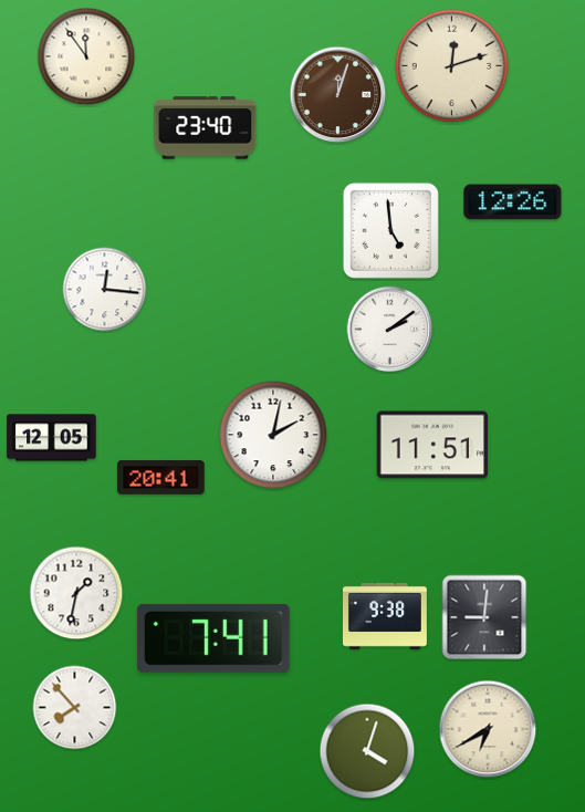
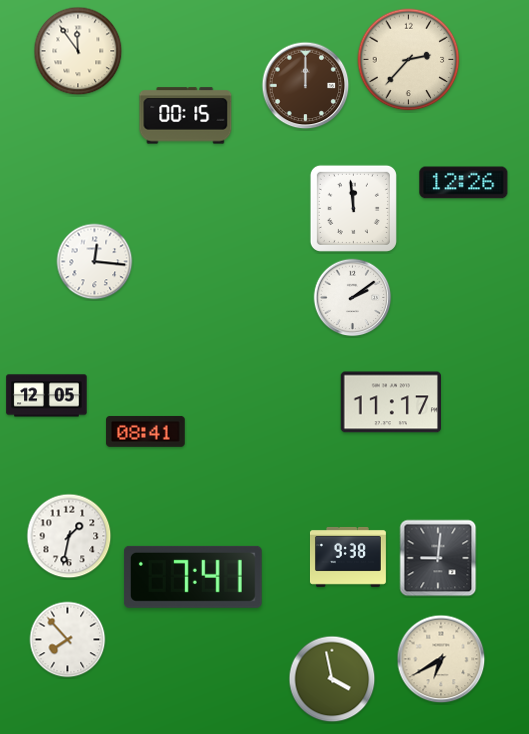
clock at (452, 66): 12:12 -> 2:37
clock at (338, 95): 12:03 -> 12:00
clock at (206, 128): 23:40 -> 00:15
clock at (390, 230): 4:59 -> 11:59
clock at (273, 435): 2:02 -> none
clock at (431, 445): 11:51 -> 11:17
clock at (161, 478): 20:41 -> 08:41
clock at (367, 751): 4:03 -> 3:58
